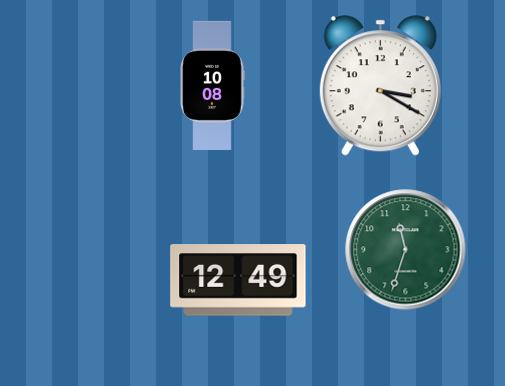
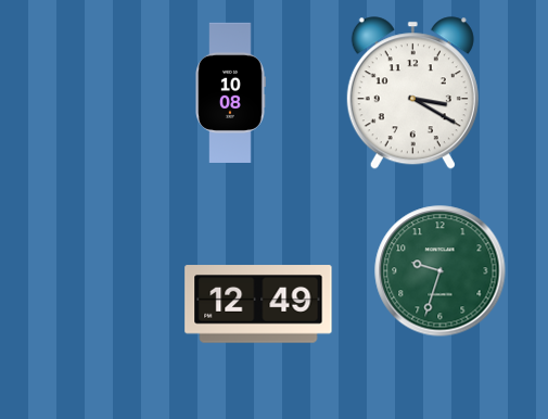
clock at (406, 250): 11:33 -> 9:33
